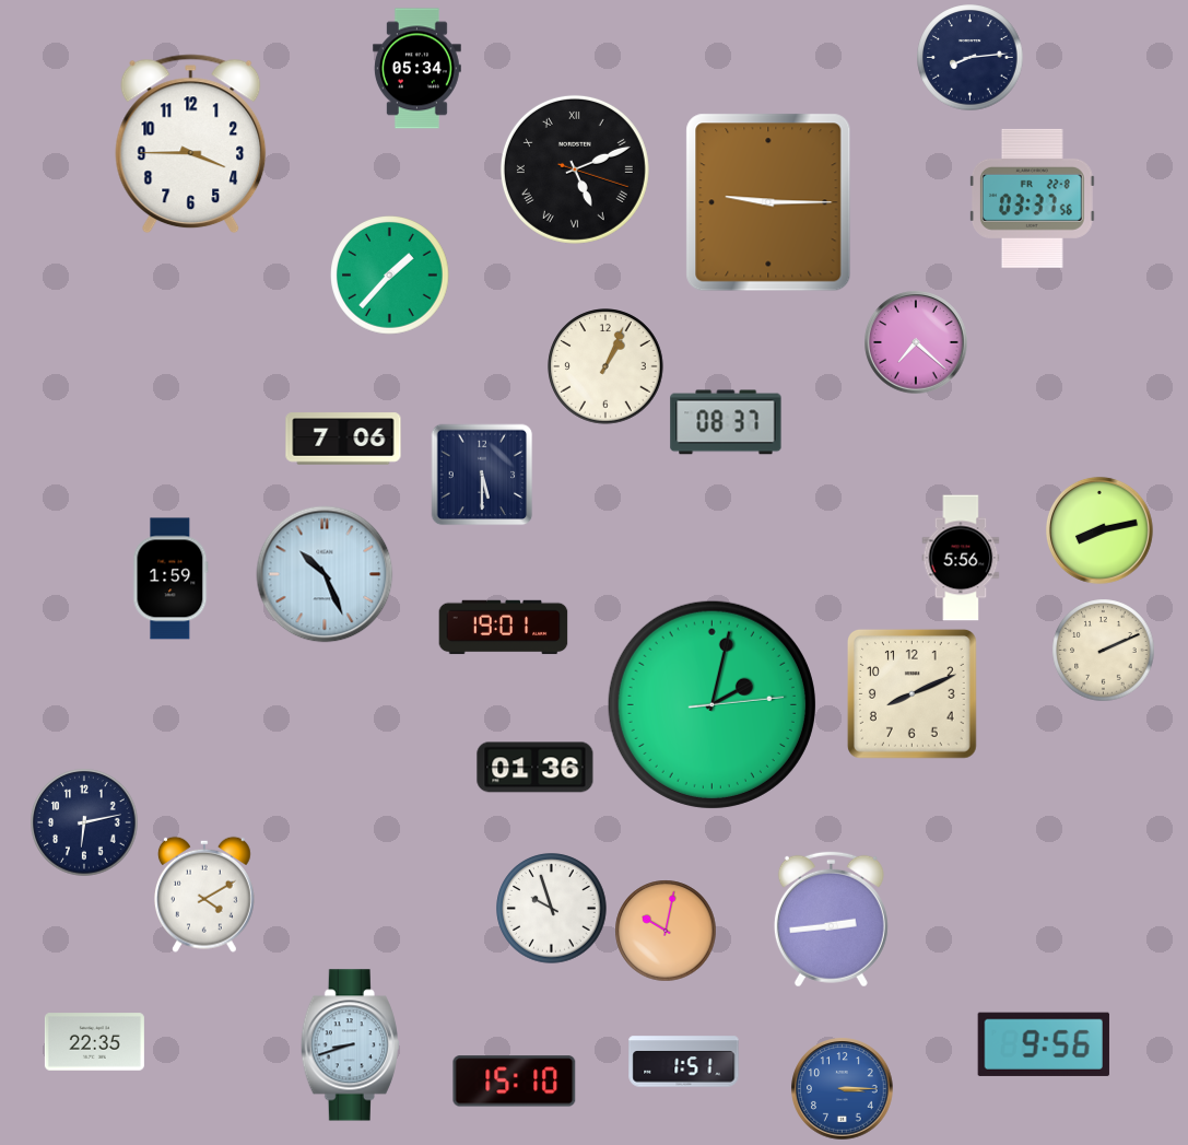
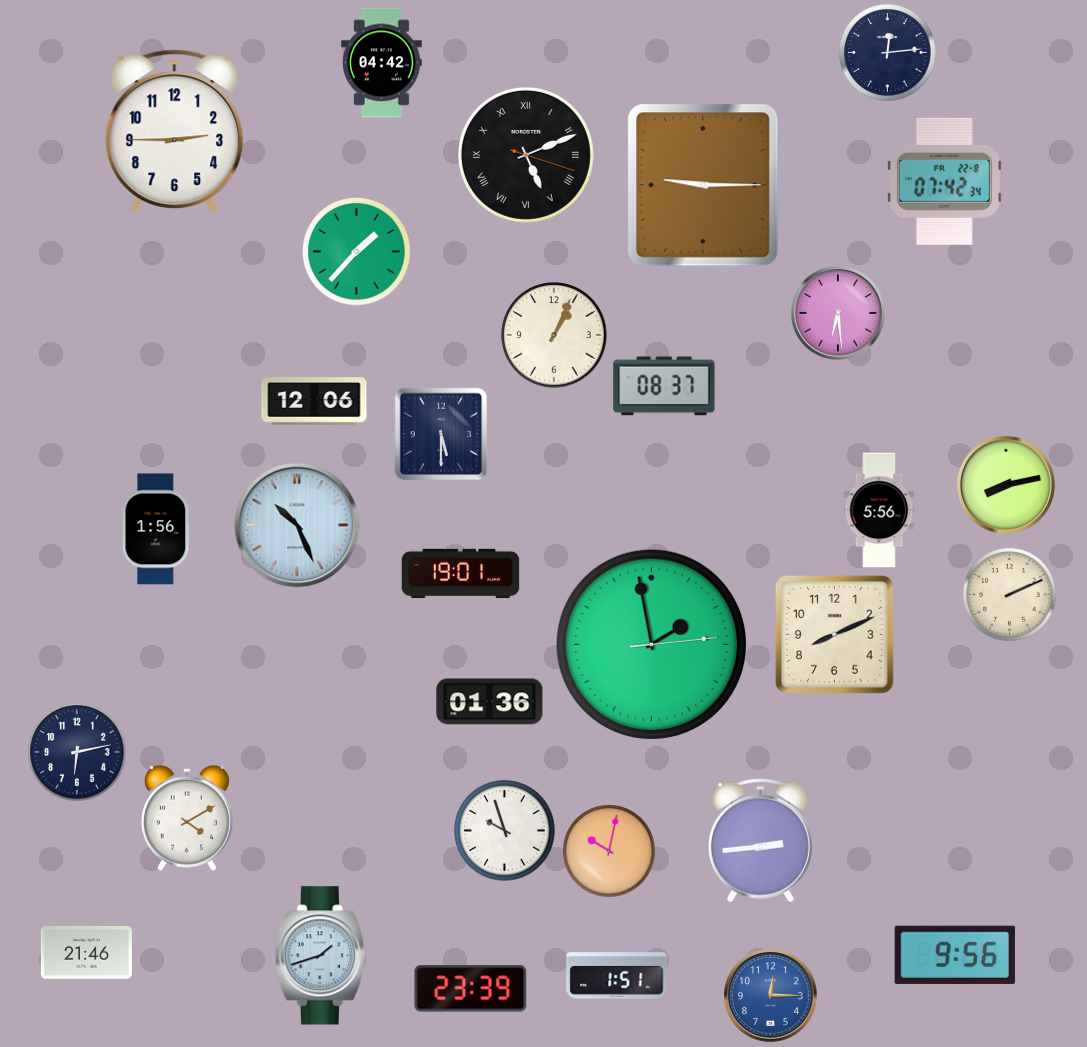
clock at (971, 58): 8:14 -> 12:14
clock at (416, 69): 05:34 -> 04:42
clock at (191, 144): 3:45 -> 2:45
clock at (1032, 198): 03:37 -> 07:42
clock at (916, 342): 7:22 -> 6:29
clock at (343, 439): 7:06 -> 12:06
clock at (170, 579): 1:59 -> 1:56
clock at (711, 704): 2:02 -> 1:58
clock at (94, 1042): 22:35 -> 21:46
clock at (350, 1045): 8:42 -> 1:42
clock at (684, 1062) position: (684, 1062) -> (617, 976)
clock at (515, 1082): 15:10 -> 23:39
clock at (843, 1089): 3:15 -> 12:15
